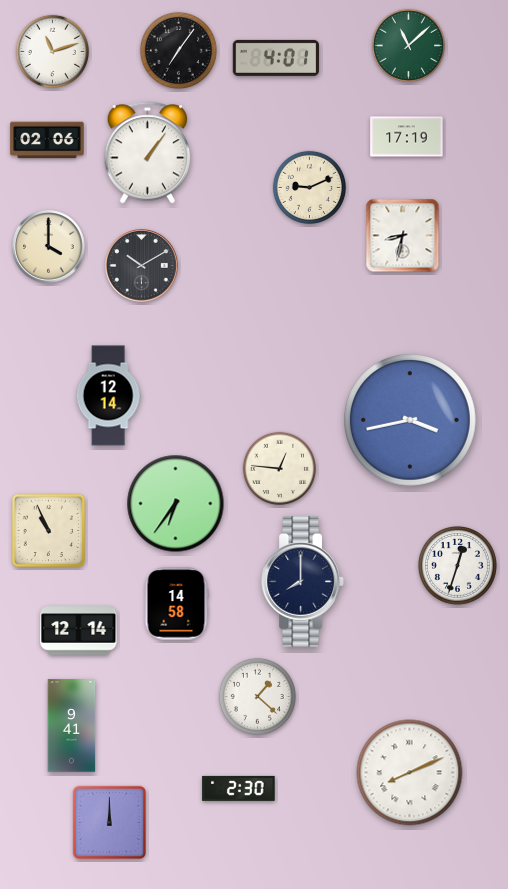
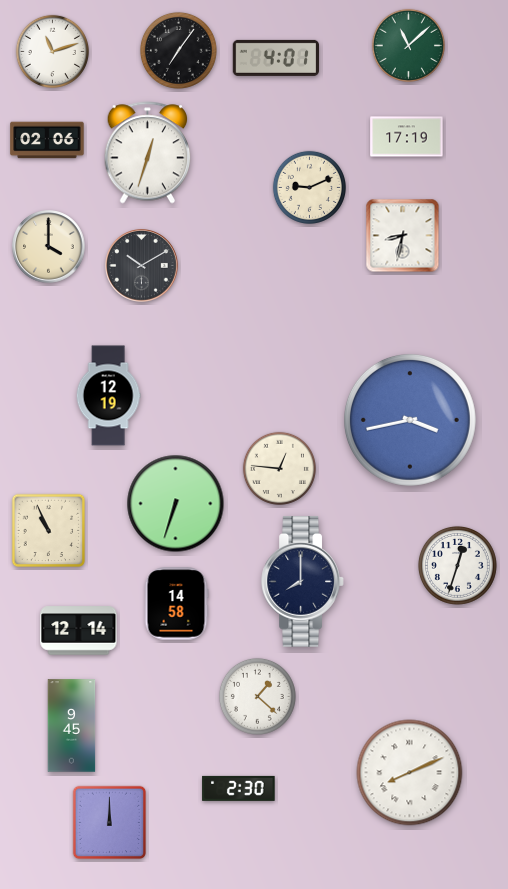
clock at (148, 153): 1:06 -> 12:33
clock at (108, 396): 12:14 -> 12:19
clock at (176, 504): 6:36 -> 6:33
clock at (72, 726): 9:41 -> 9:45
